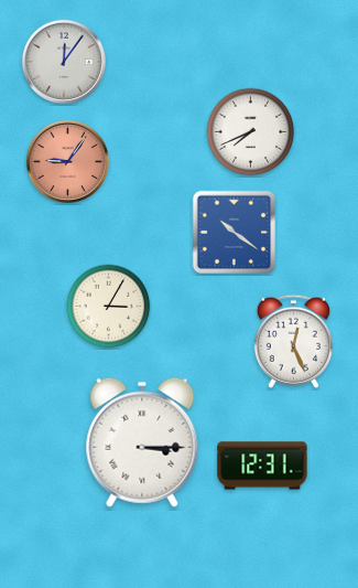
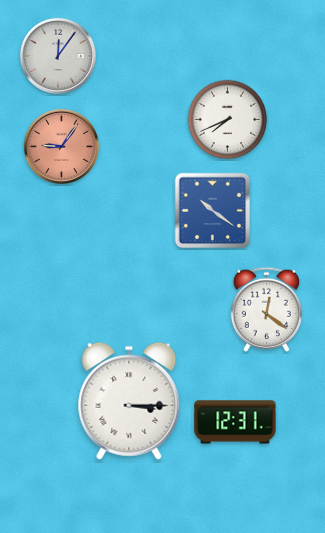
clock at (109, 307): 3:05 -> none
clock at (293, 341): 12:26 -> 12:21
clock at (262, 466) position: (262, 466) -> (235, 422)
